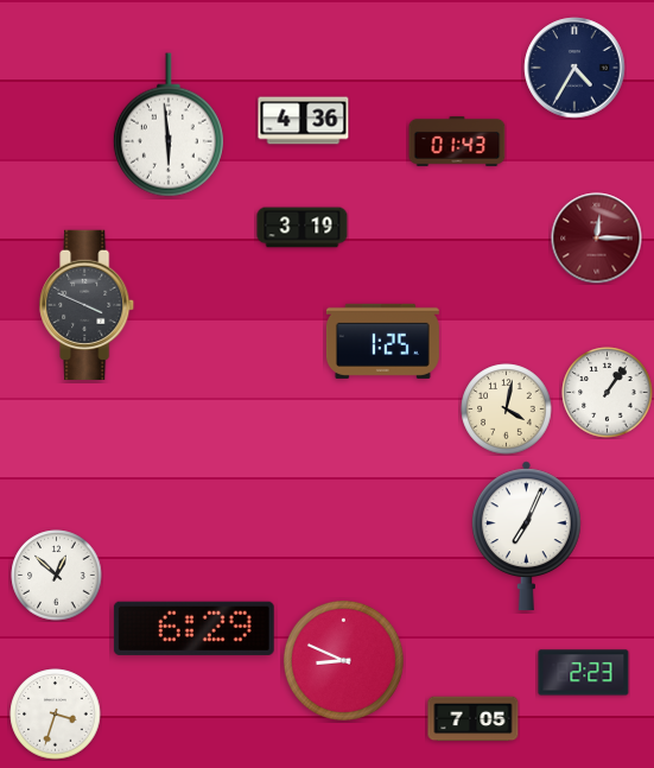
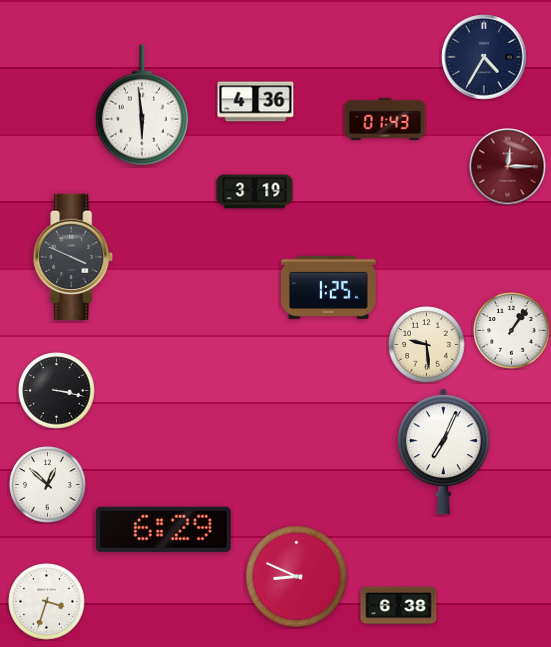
clock at (597, 239) position: (597, 239) -> (508, 167)
clock at (382, 341) position: (382, 341) -> (328, 287)
clock at (507, 410): 4:02 -> 9:29
clock at (57, 391): none -> 3:17
clock at (343, 660) position: (343, 660) -> (296, 576)
clock at (584, 673): 2:23 -> none
clock at (474, 719): 7:05 -> 6:38
